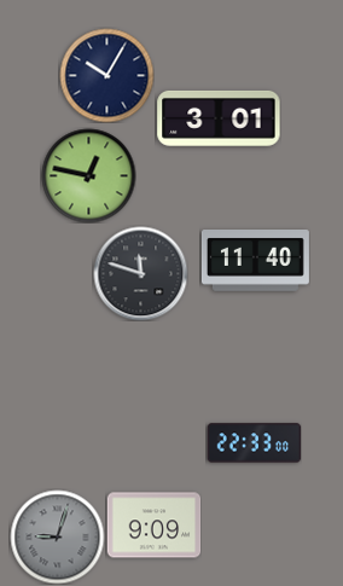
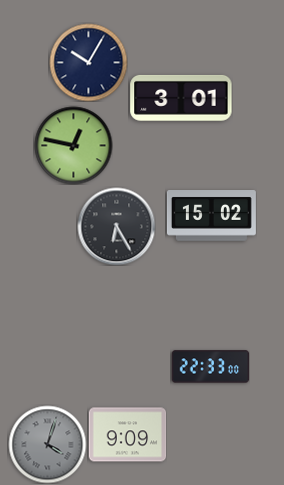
clock at (255, 261): 11:40 -> 15:02
clock at (140, 273): 11:48 -> 6:25
clock at (57, 536): 9:03 -> 4:03
